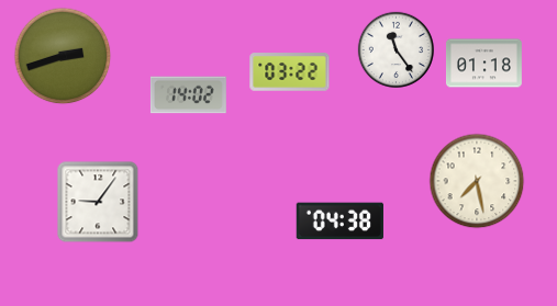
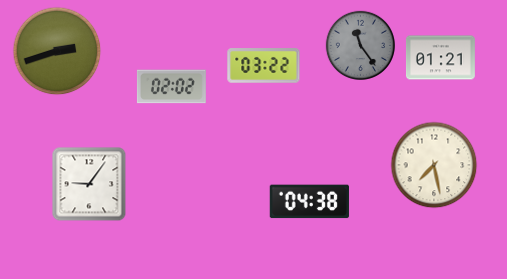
clock at (396, 49) dial: white -> grey
clock at (484, 64): 01:18 -> 01:21
clock at (188, 95): 14:02 -> 02:02
